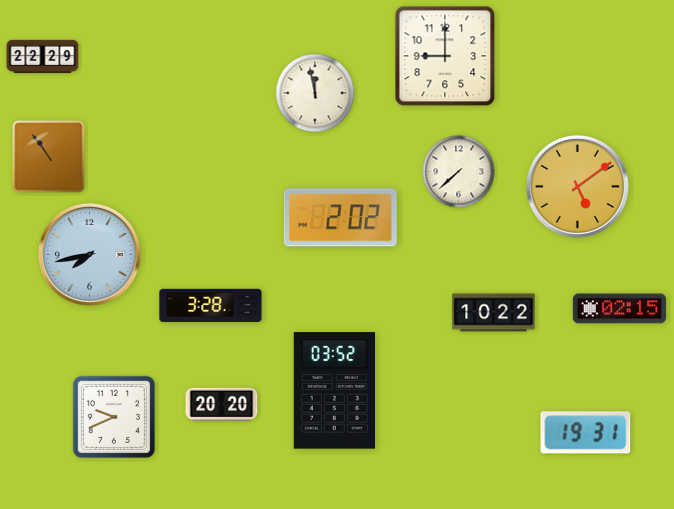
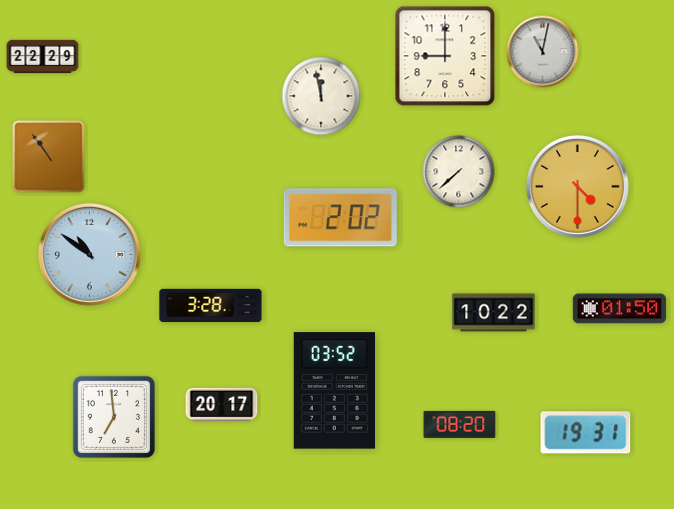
clock at (543, 52): none -> 11:02
clock at (315, 93) position: (315, 93) -> (321, 96)
clock at (577, 186): 5:09 -> 4:30
clock at (89, 254): 7:43 -> 10:51
clock at (620, 309): 02:15 -> 01:50
clock at (222, 405): 20:20 -> 20:17
clock at (114, 417): 9:41 -> 6:59
clock at (460, 424): none -> 08:20
